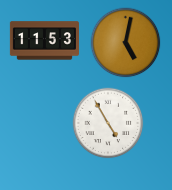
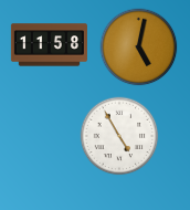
clock at (44, 41): 11:53 -> 11:58
